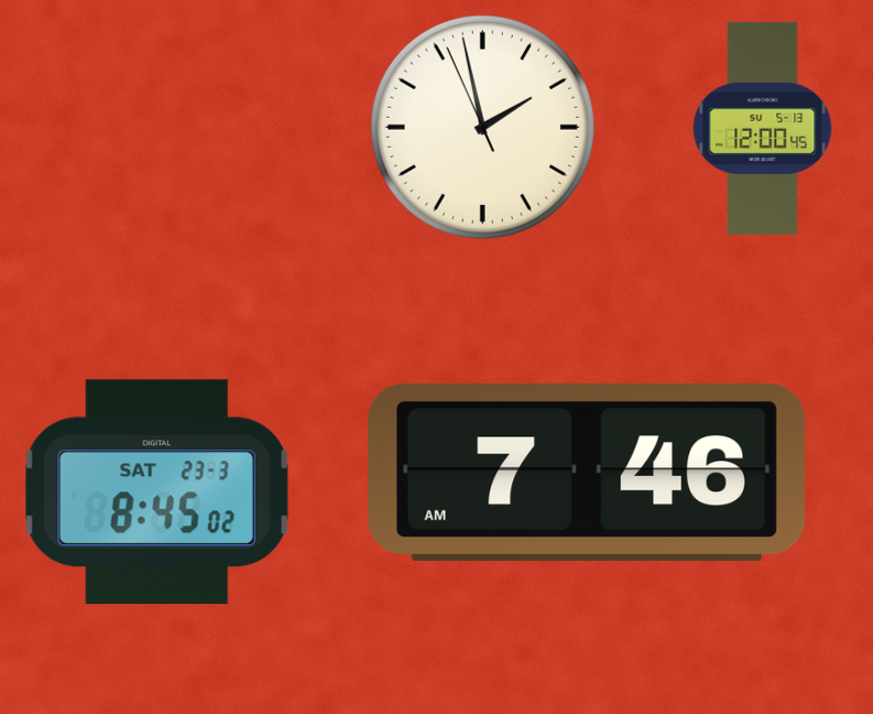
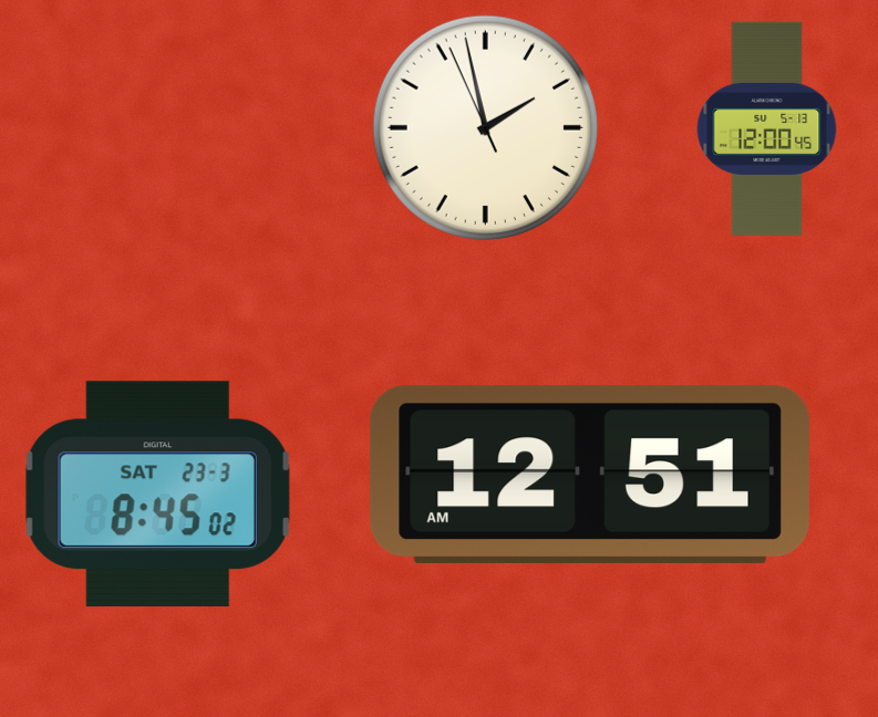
clock at (587, 473): 7:46 -> 12:51
